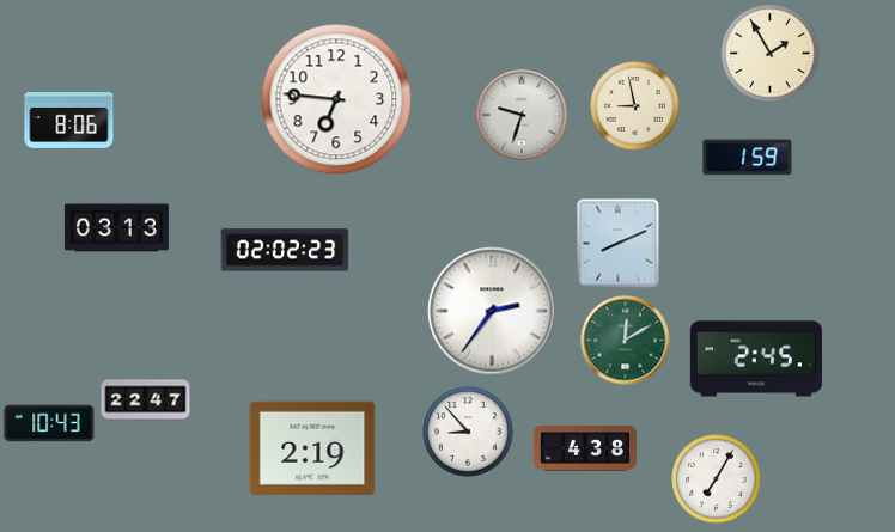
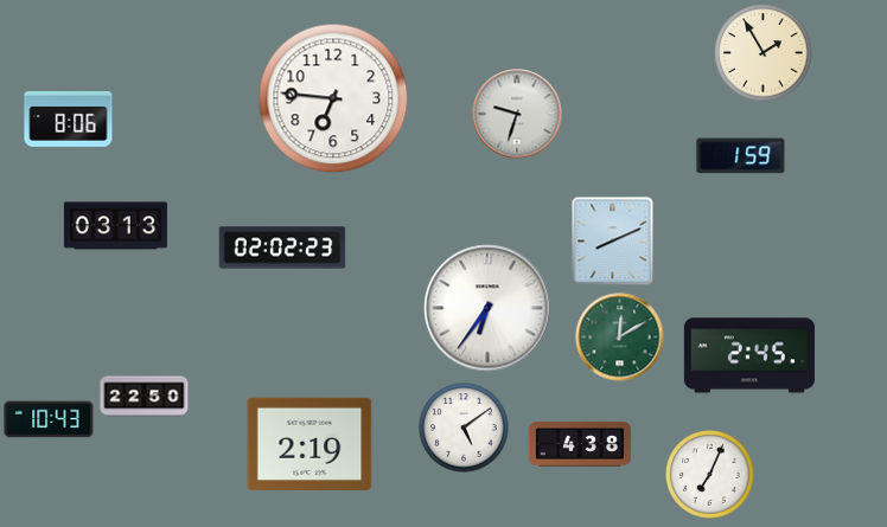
clock at (635, 106): 8:58 -> none
clock at (492, 311): 2:36 -> 6:36
clock at (146, 400): 22:47 -> 22:50
clock at (468, 432): 8:53 -> 5:09
clock at (717, 479): 7:05 -> 7:04
